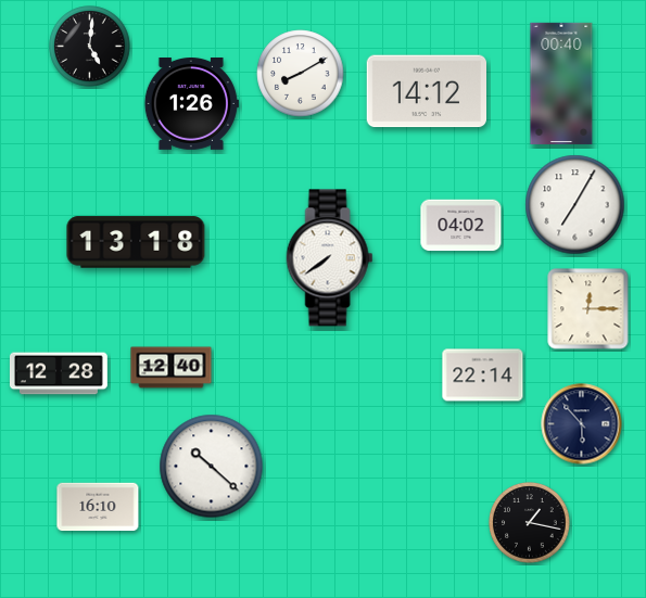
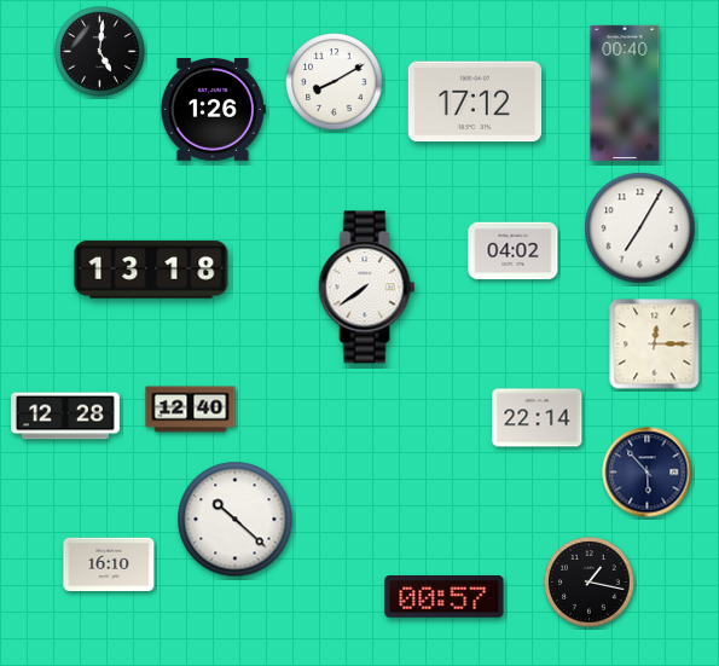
clock at (426, 91): 14:12 -> 17:12
clock at (191, 104) position: (191, 104) -> (213, 110)
clock at (445, 597): none -> 00:57
